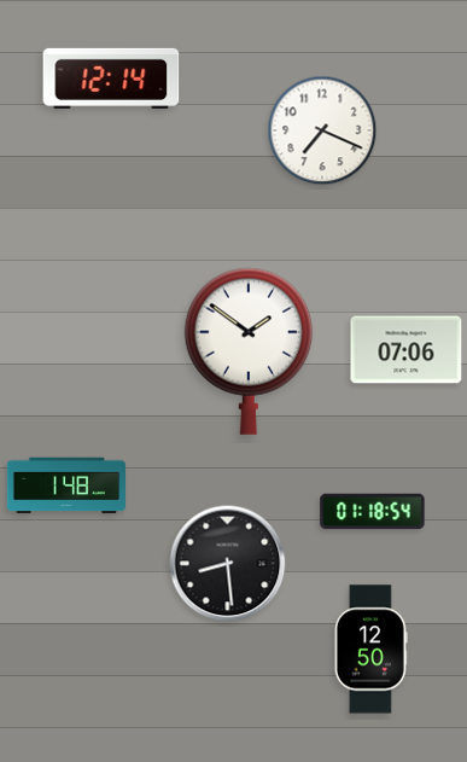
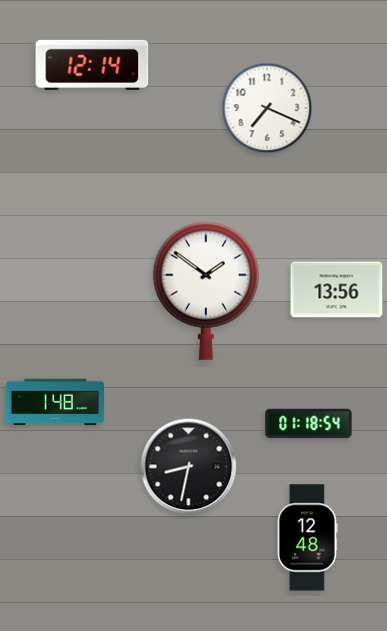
clock at (407, 350): 07:06 -> 13:56
clock at (228, 564): 8:29 -> 8:32
clock at (370, 650): 12:50 -> 12:48
